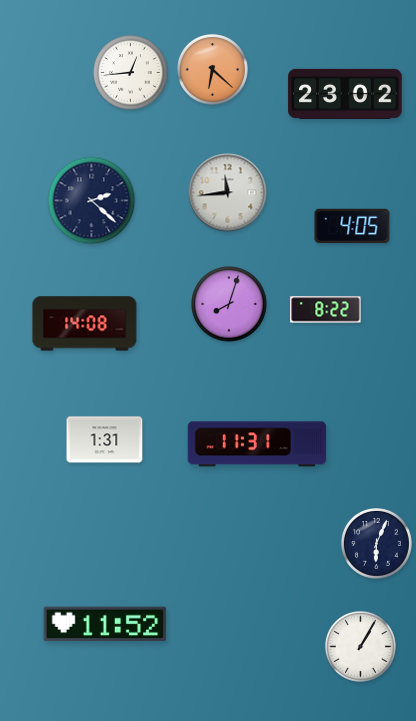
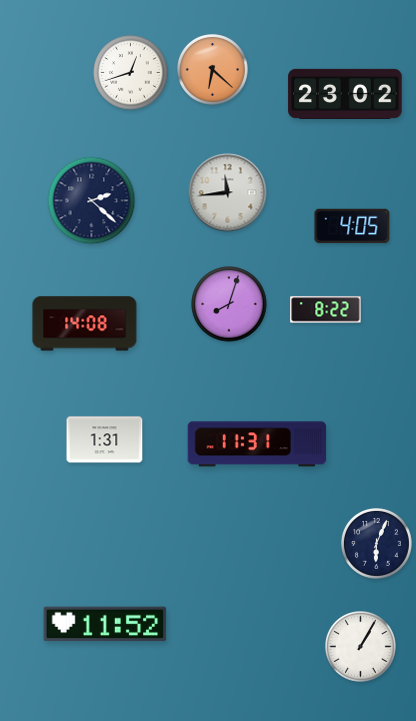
clock at (131, 73): 12:44 -> 12:42
